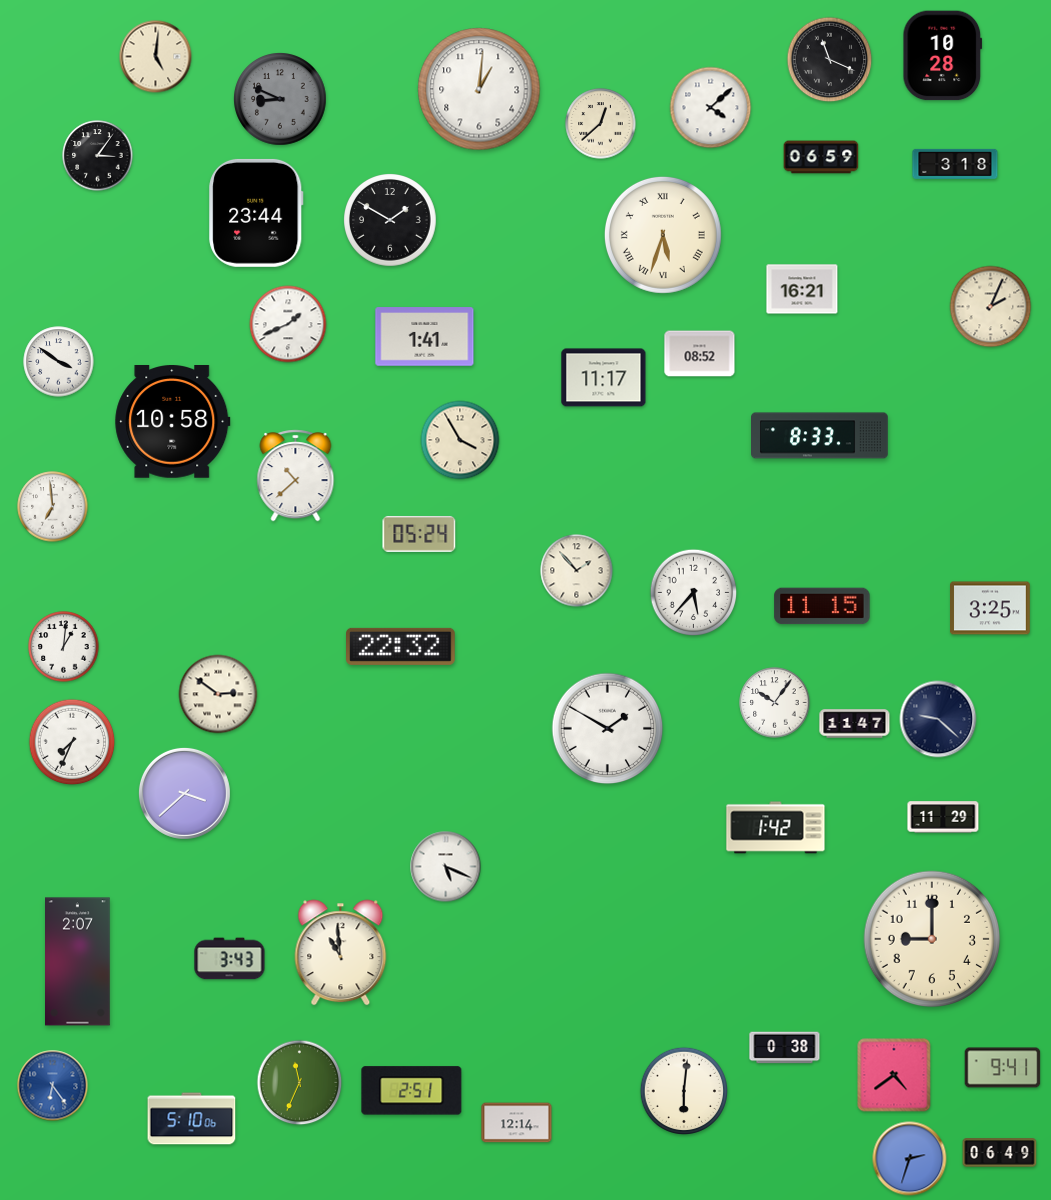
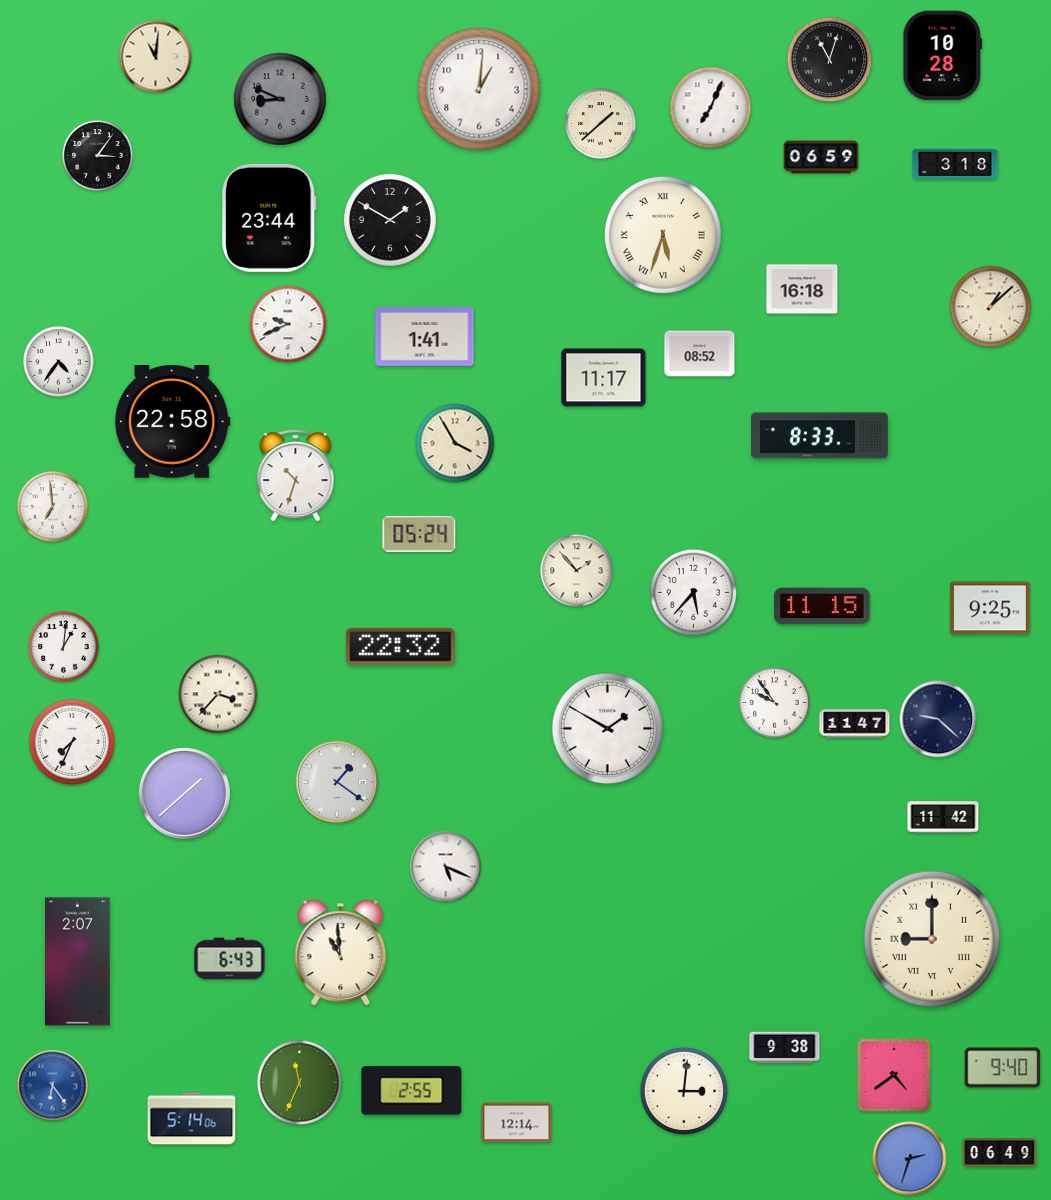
clock at (156, 57): 5:01 -> 11:01
clock at (830, 60): 11:19 -> 11:03
clock at (711, 108): 4:08 -> 7:04
clock at (601, 124): 12:38 -> 1:38
clock at (256, 213) position: (256, 213) -> (269, 218)
clock at (802, 289): 16:21 -> 16:18
clock at (991, 307): 2:04 -> 1:08
clock at (288, 324): 1:41 -> 9:41
clock at (59, 362): 3:51 -> 4:36
clock at (173, 422): 10:58 -> 22:58
clock at (460, 440) position: (460, 440) -> (455, 443)
clock at (296, 476): 10:38 -> 10:33
clock at (991, 608): 3:25 -> 9:25
clock at (218, 694): 2:51 -> 3:37
clock at (775, 703): 10:06 -> 9:54
clock at (337, 782): none -> 1:21
clock at (184, 793): 3:38 -> 1:38
clock at (943, 817): 11:29 -> 11:42
clock at (776, 828): 1:42 -> none
clock at (932, 939) numerals: Arabic -> Roman
clock at (230, 959): 3:43 -> 6:43
clock at (785, 1048): 0:38 -> 9:38
clock at (1003, 1068): 9:41 -> 9:40
clock at (683, 1090): 6:01 -> 3:01
clock at (412, 1091): 2:51 -> 2:55
clock at (192, 1119): 5:10 -> 5:14
